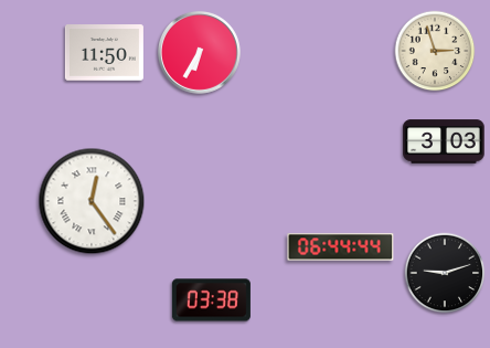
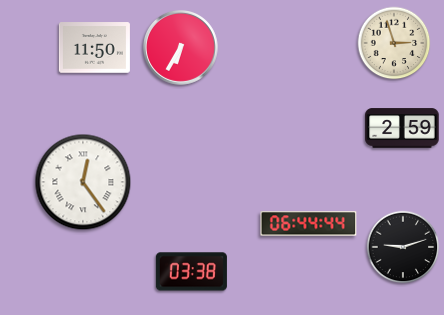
clock at (435, 51) position: (435, 51) -> (394, 43)
clock at (444, 141): 3:03 -> 2:59
